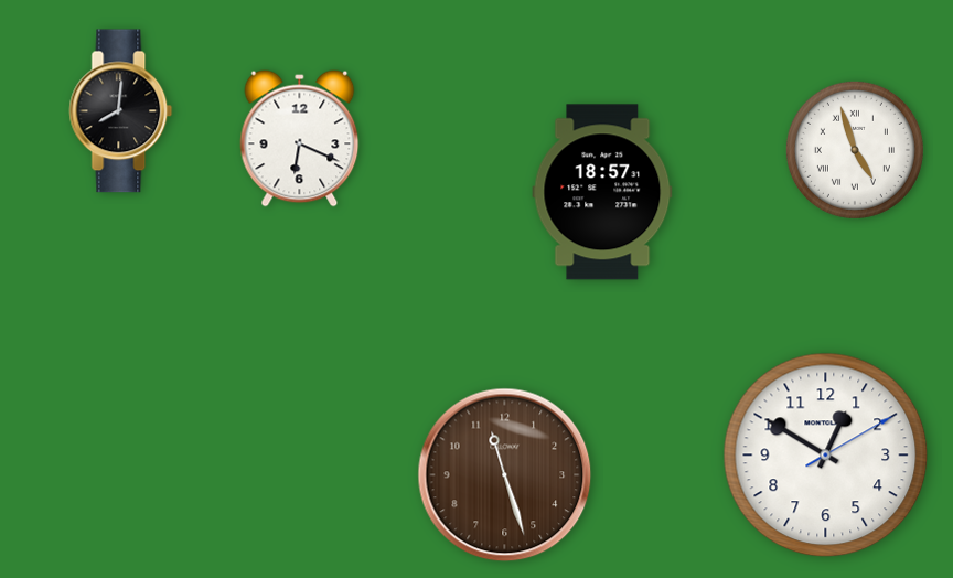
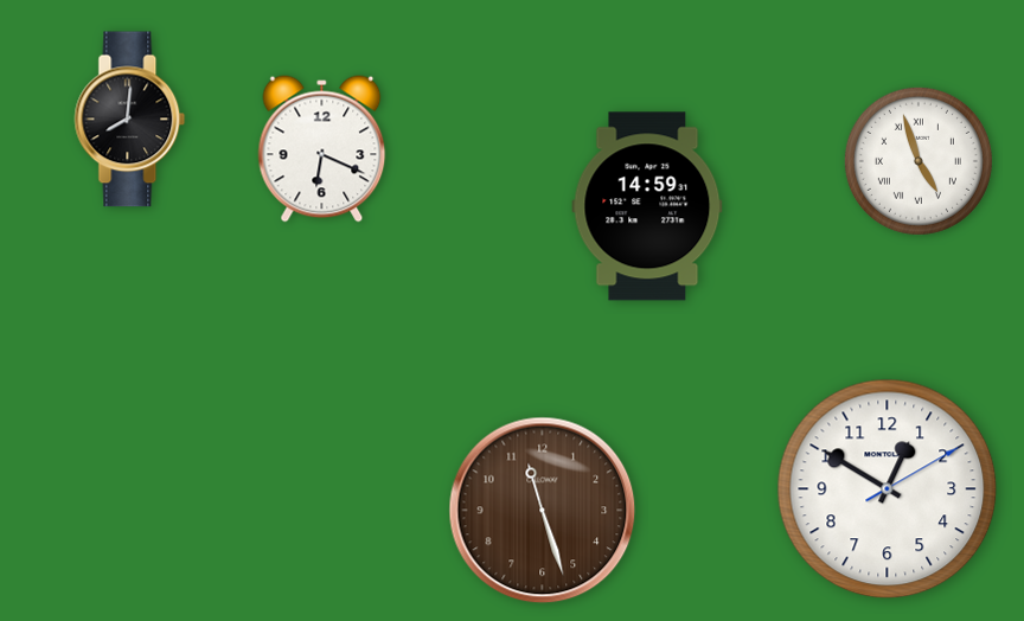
clock at (602, 192): 18:57 -> 14:59
